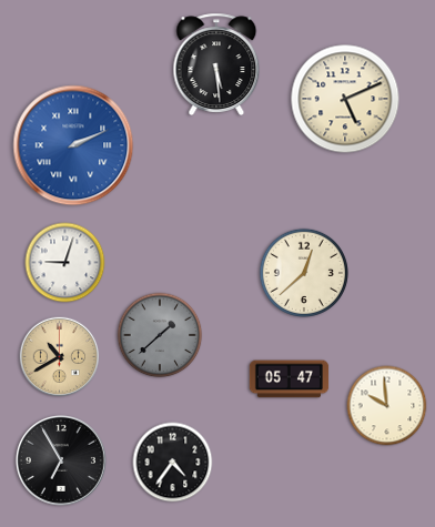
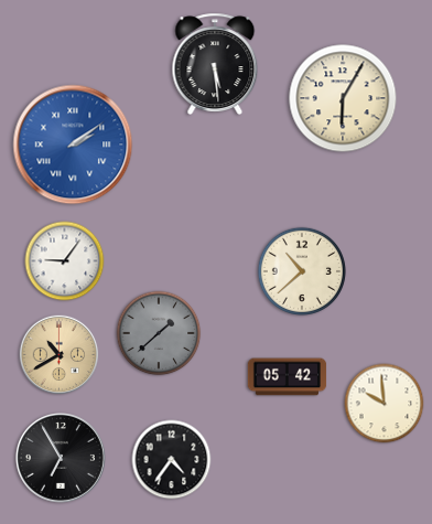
clock at (345, 99): 5:11 -> 6:05
clock at (73, 145): 2:11 -> 2:09
clock at (65, 263): 9:03 -> 9:06
clock at (304, 273): 12:38 -> 10:38
clock at (290, 379): 05:47 -> 05:42
